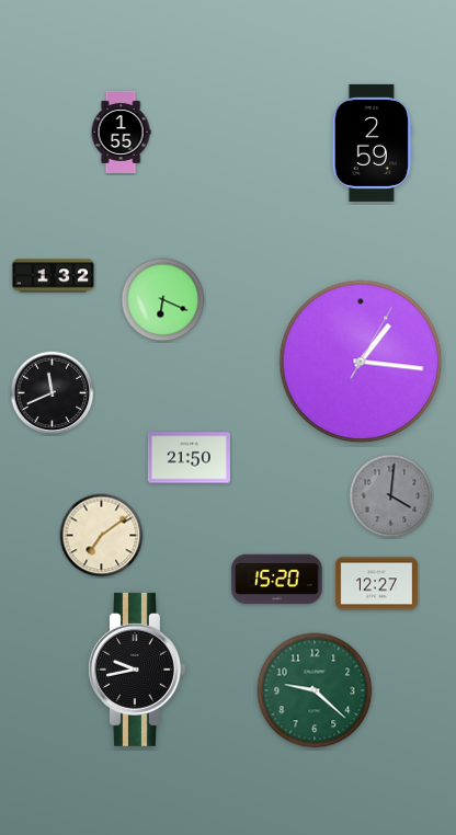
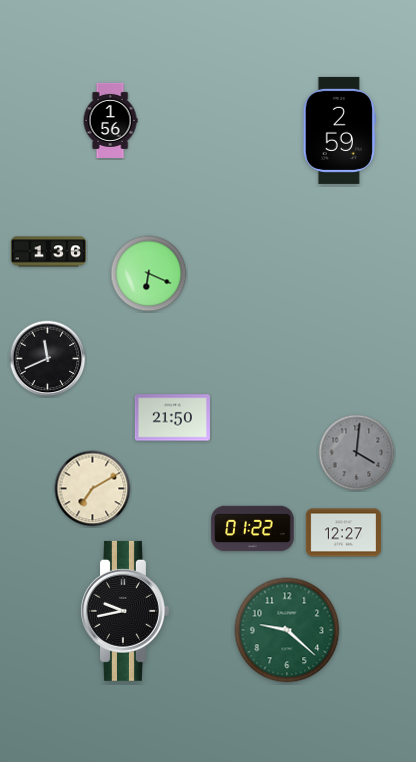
clock at (121, 131): 1:55 -> 1:56
clock at (53, 276): 1:32 -> 1:36
clock at (361, 362): 1:16 -> none
clock at (102, 536): 7:09 -> 7:10
clock at (277, 580): 15:20 -> 01:22
